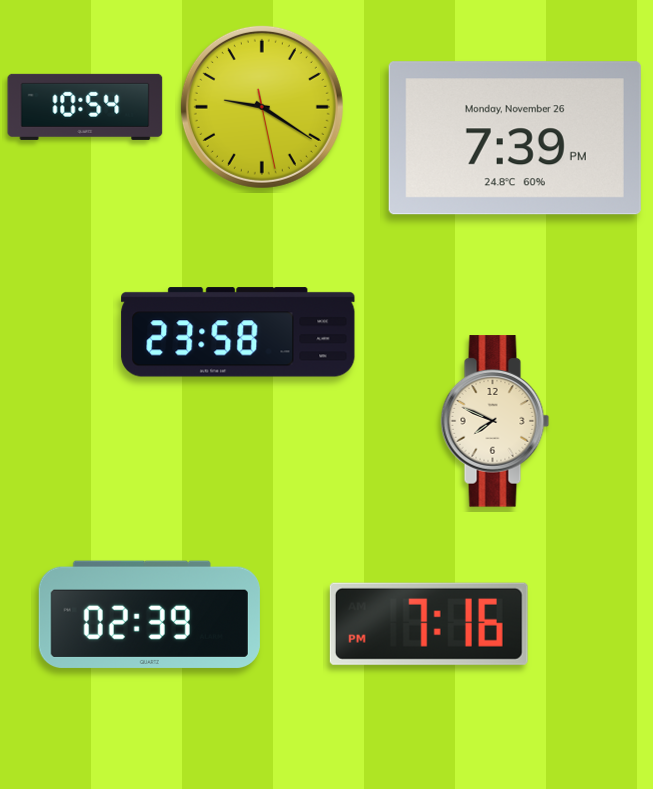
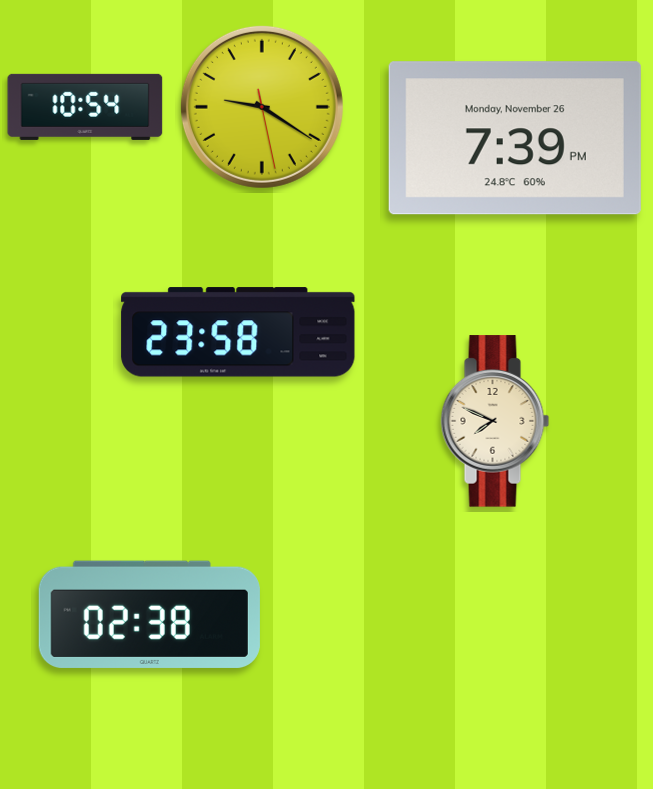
clock at (149, 614): 02:39 -> 02:38
clock at (429, 624): 7:16 -> none
